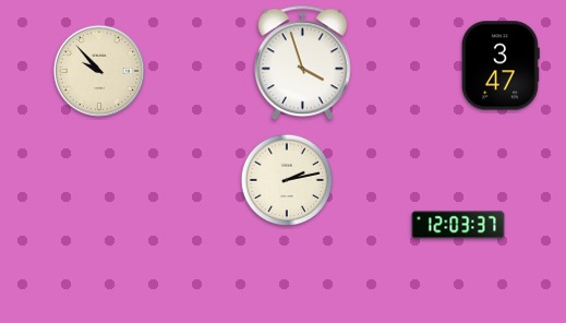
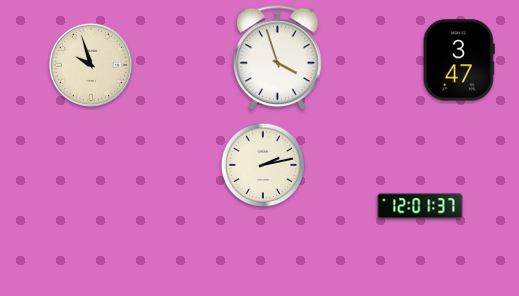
clock at (98, 70): 9:53 -> 9:57
clock at (458, 225): 12:03 -> 12:01
